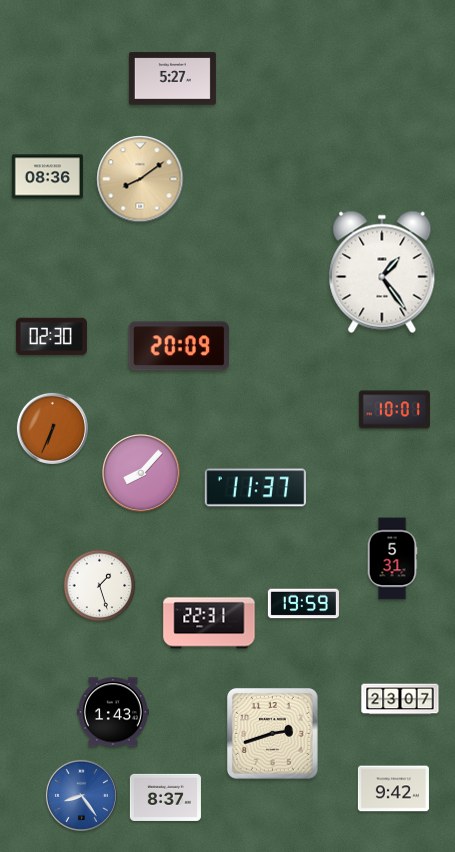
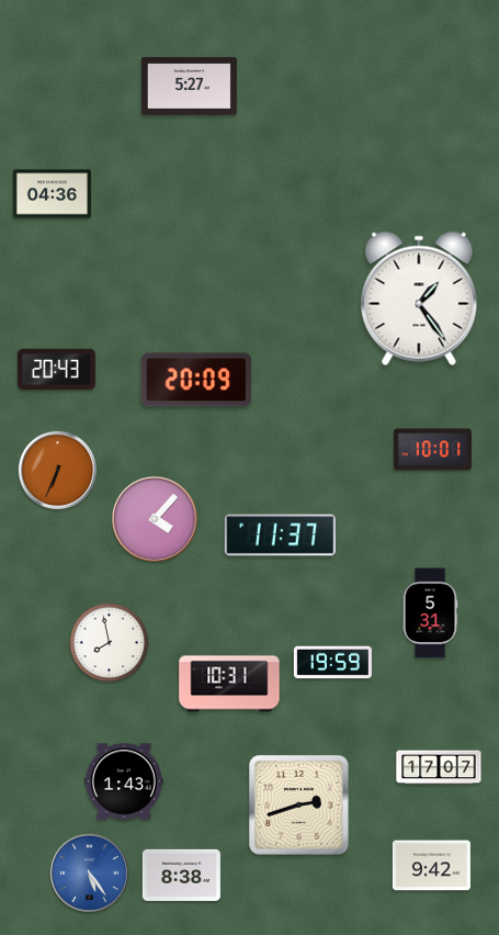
clock at (47, 177): 08:36 -> 04:36
clock at (140, 179): 8:09 -> none
clock at (51, 337): 02:30 -> 20:43
clock at (142, 474): 8:07 -> 4:07
clock at (100, 586): 1:27 -> 7:58
clock at (209, 623): 22:31 -> 10:31
clock at (400, 699): 23:07 -> 17:07
clock at (81, 795): 8:24 -> 5:24
clock at (165, 797): 8:37 -> 8:38
